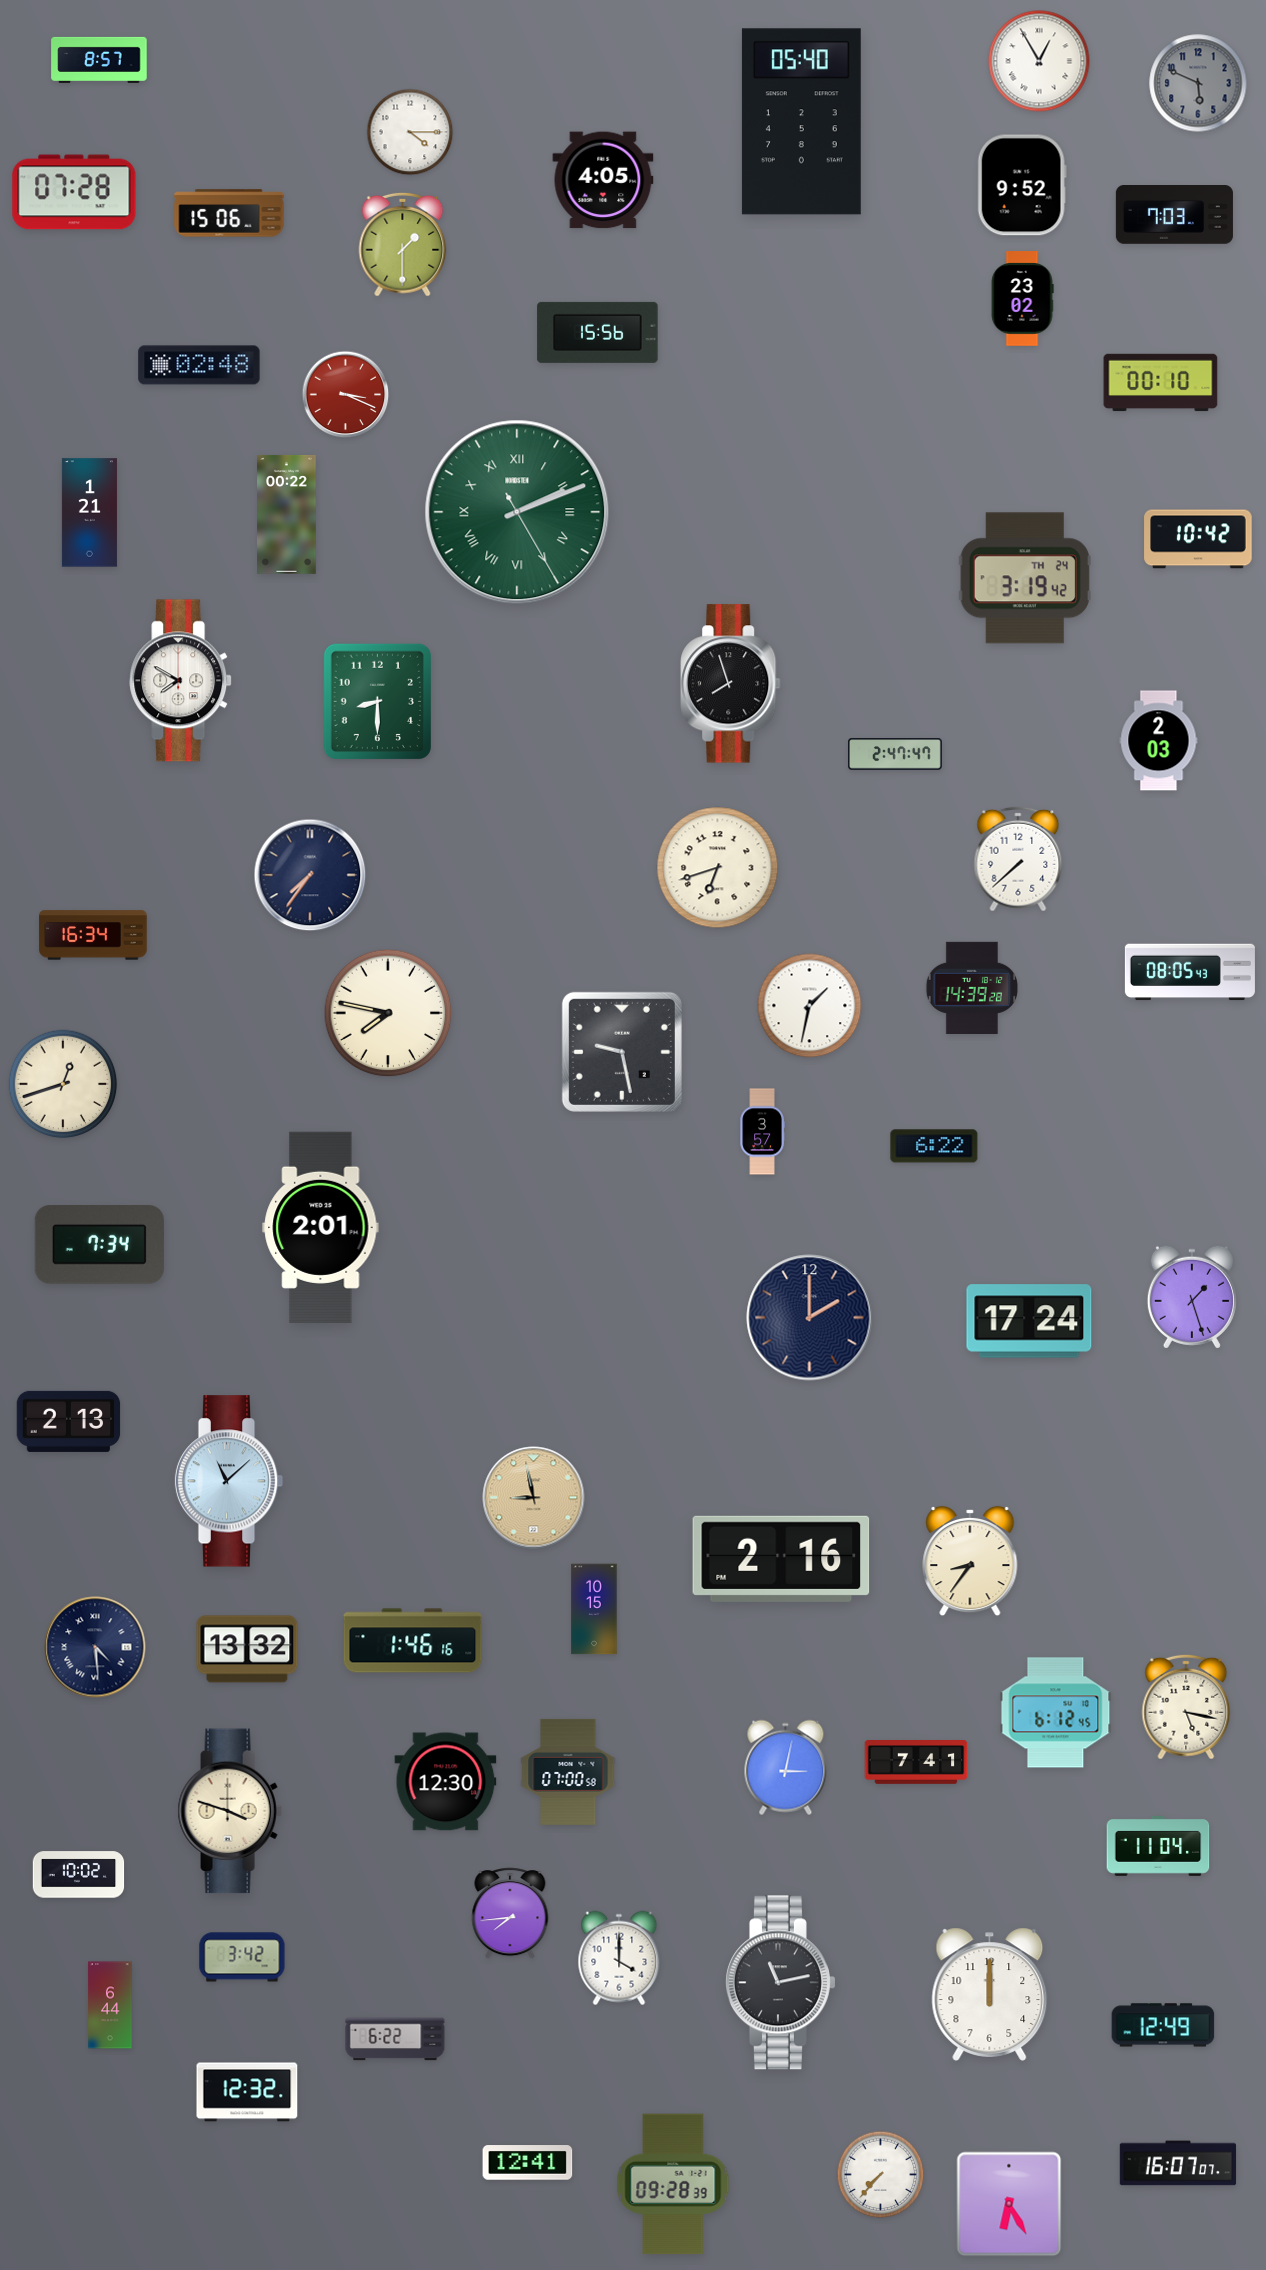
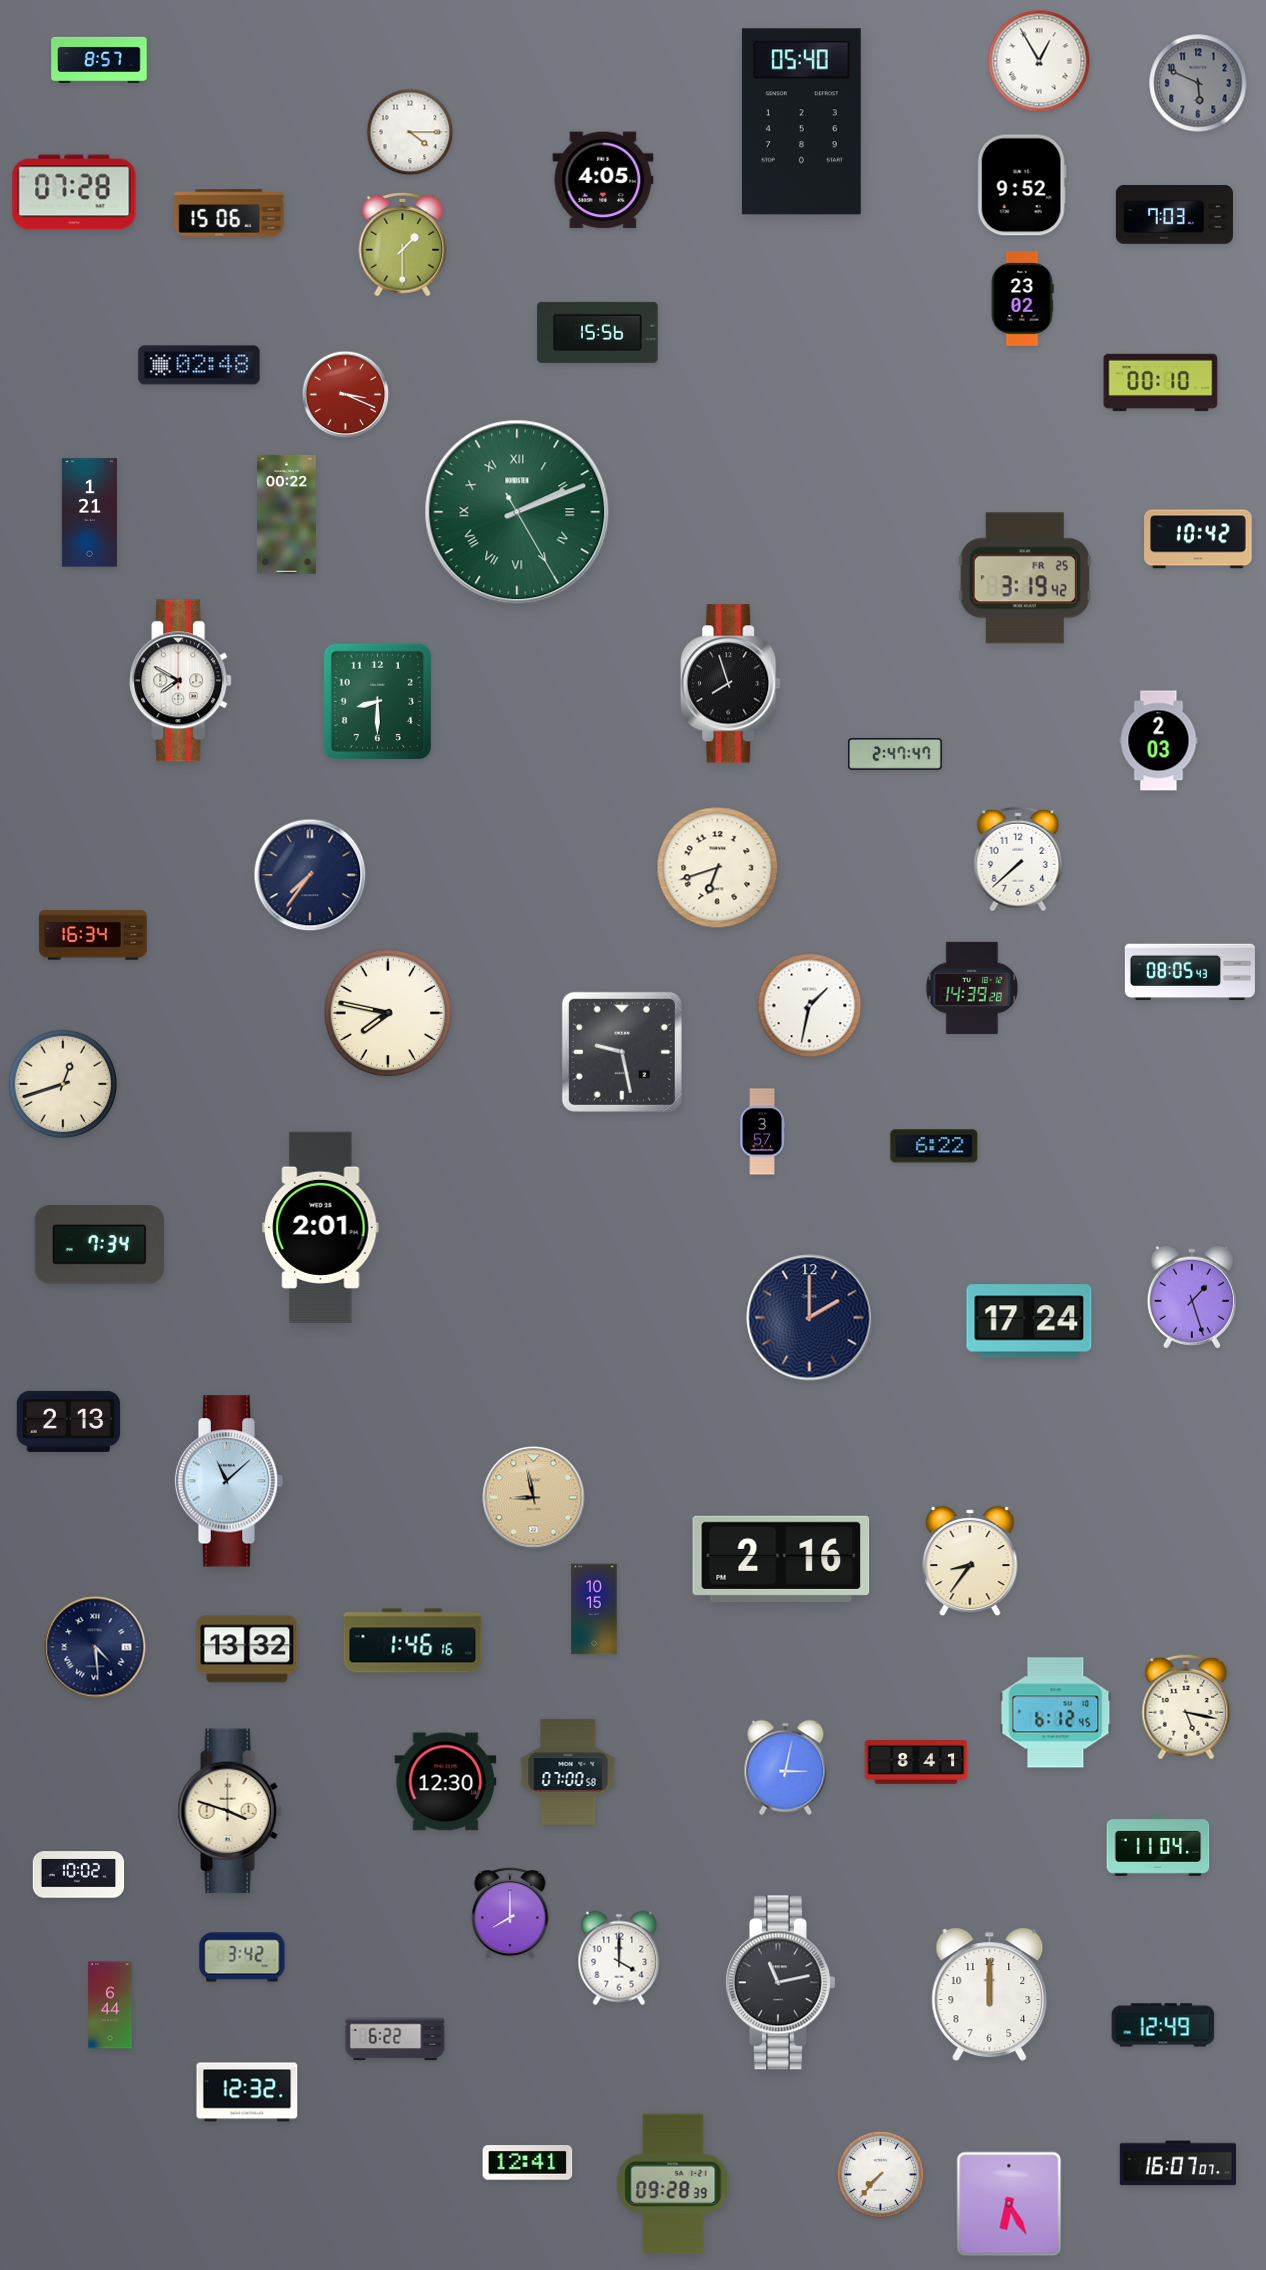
clock at (1025, 578) date: TH 24 -> FR 25
clock at (916, 1763): 7:41 -> 8:41
clock at (510, 1913): 7:44 -> 8:00
